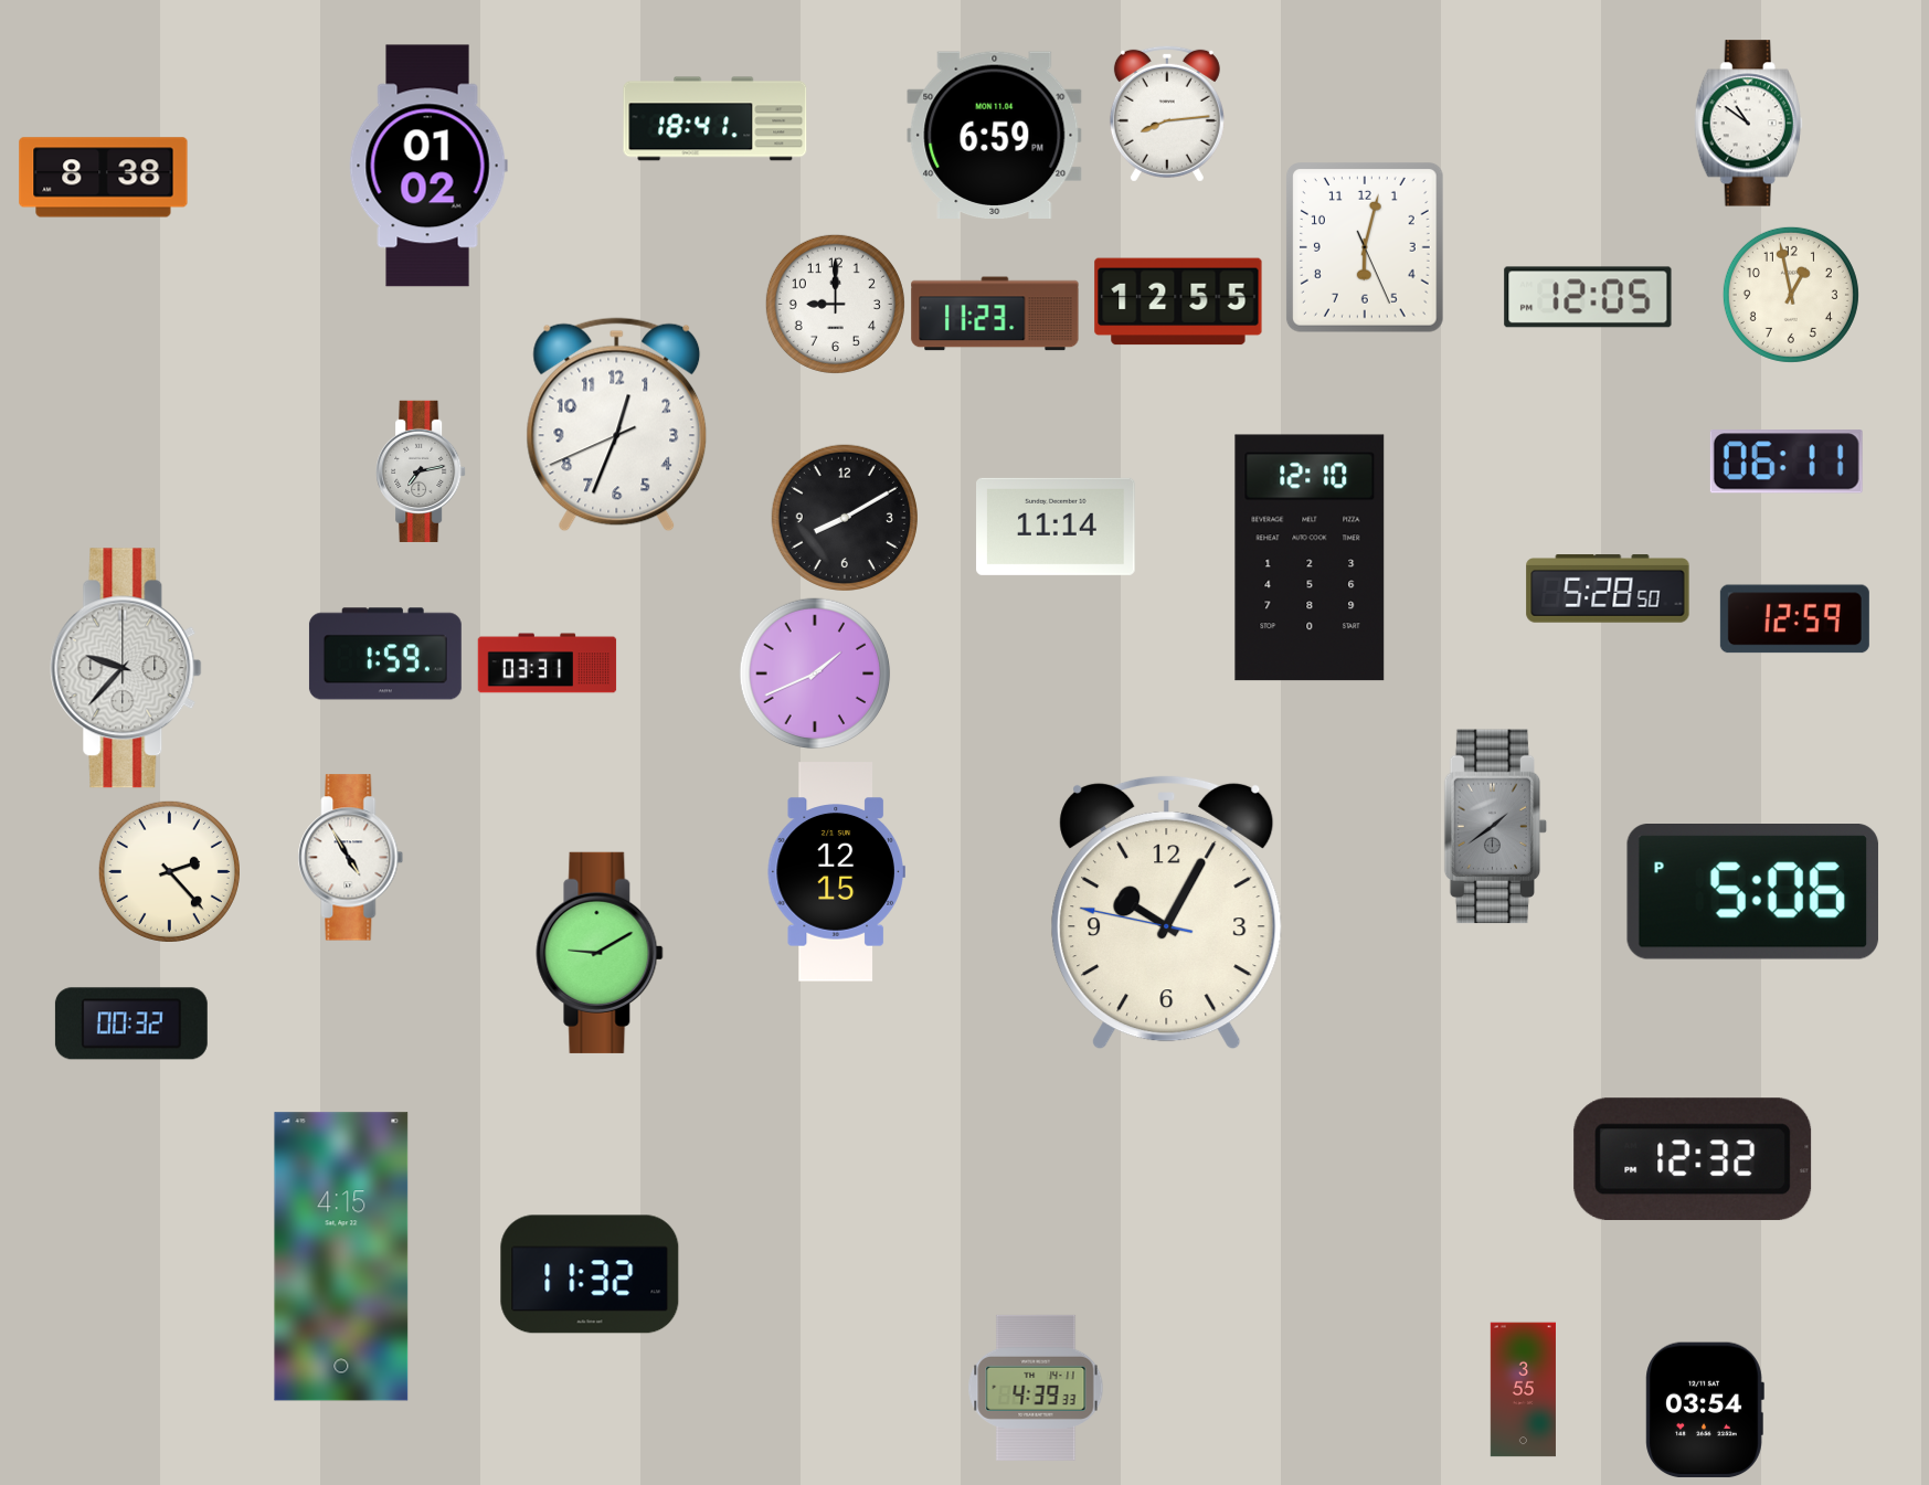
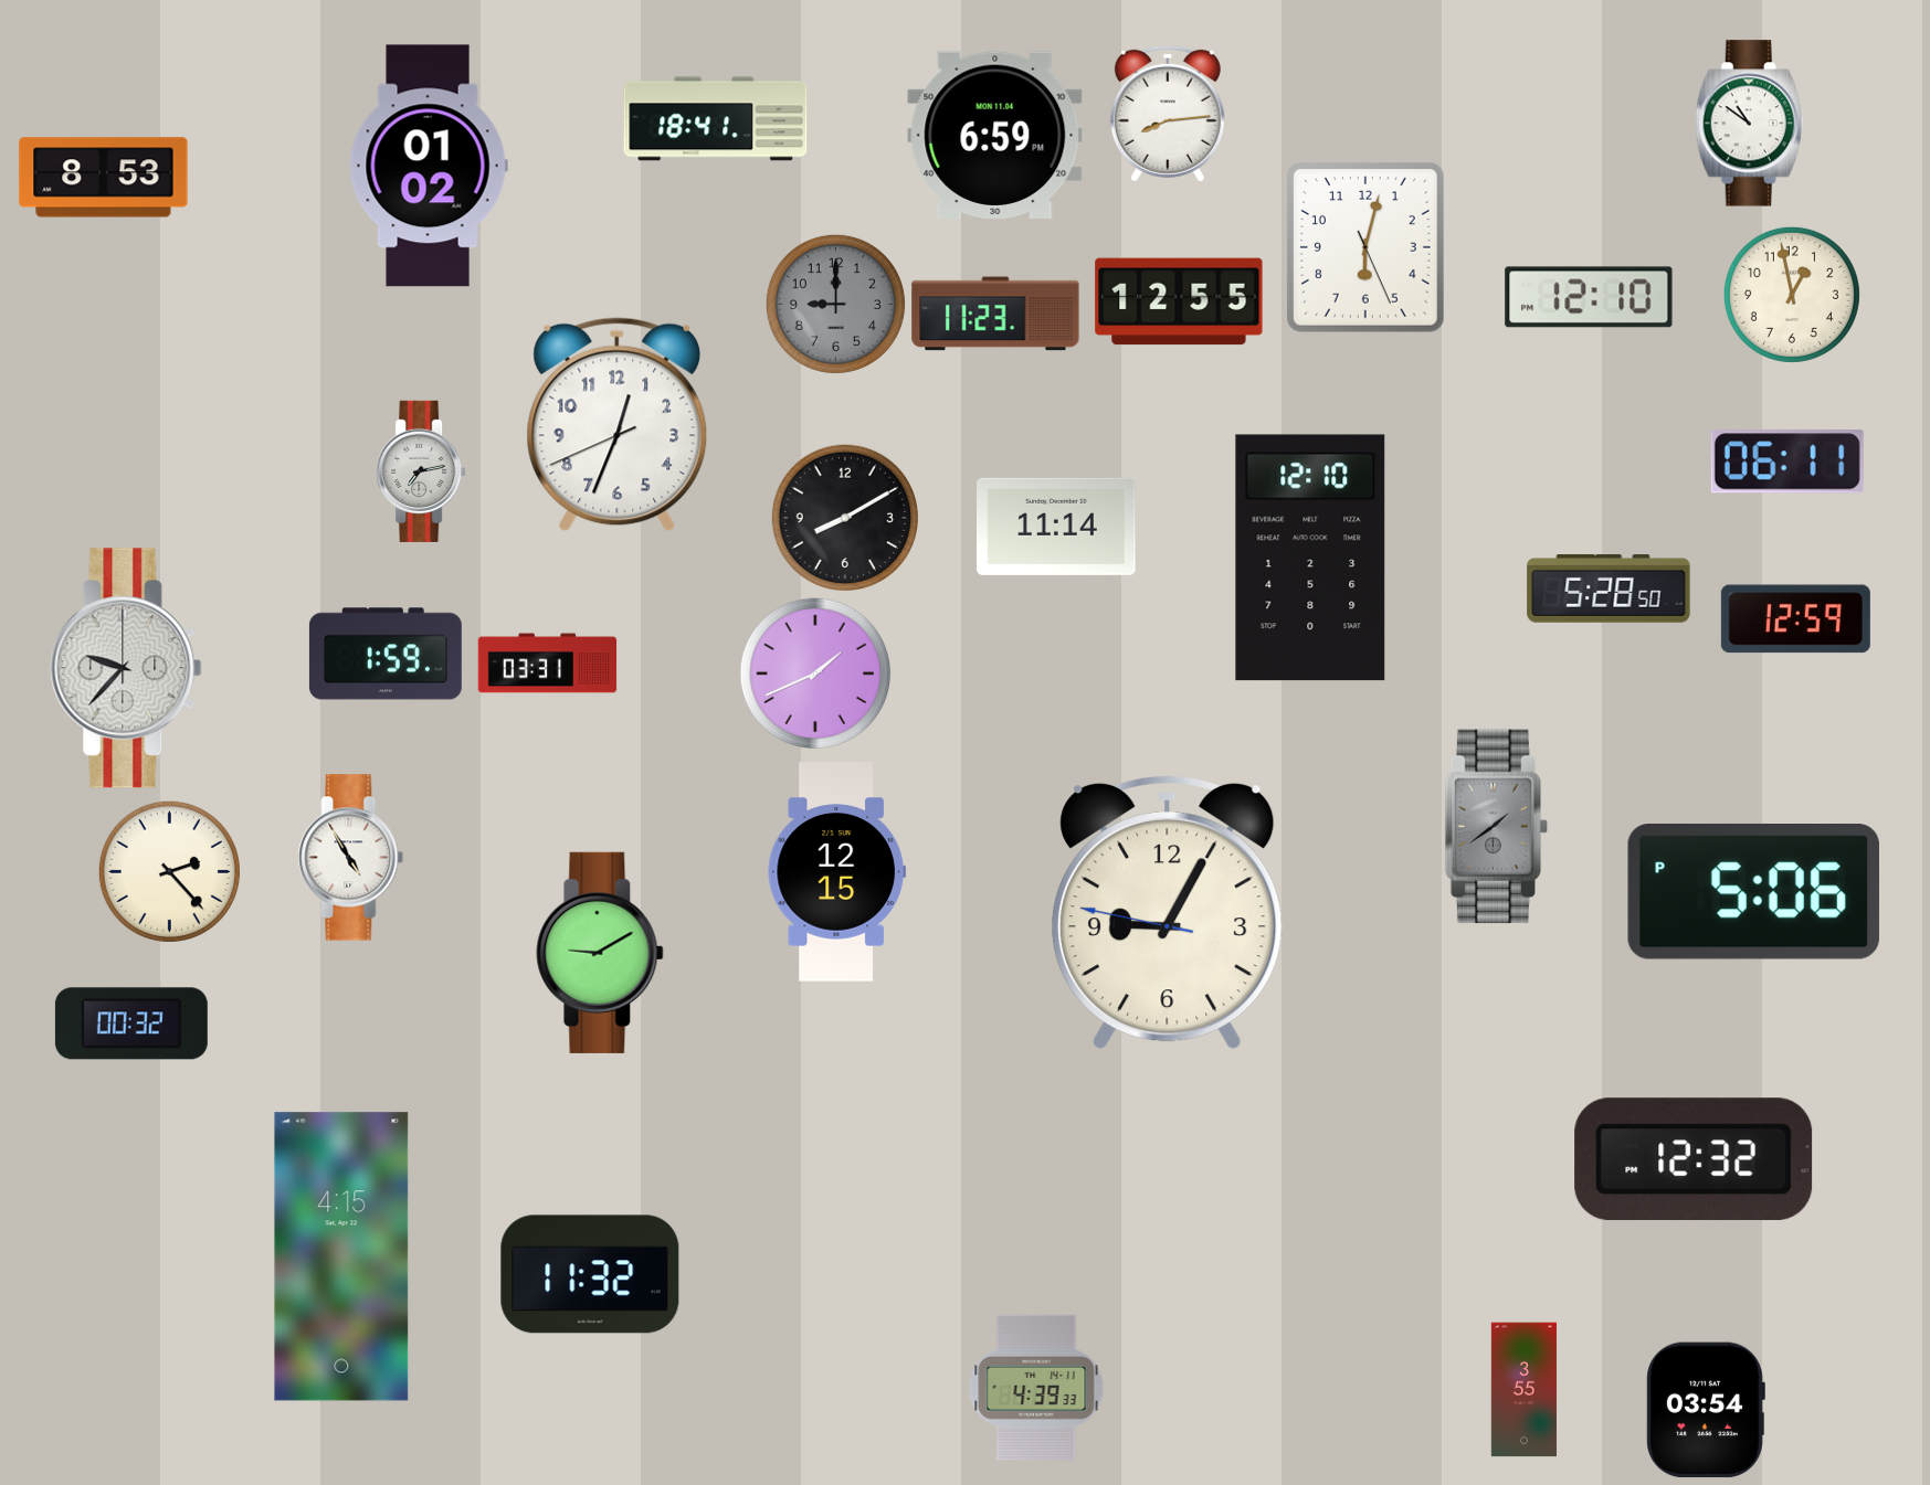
clock at (104, 178): 8:38 -> 8:53
clock at (1588, 297): 12:05 -> 12:10
clock at (835, 304) dial: white -> grey
clock at (1167, 912): 10:04 -> 9:04
